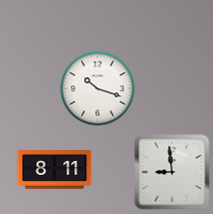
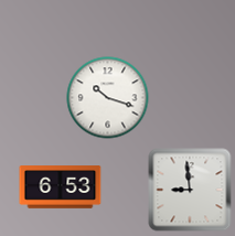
clock at (55, 170): 8:11 -> 6:53
